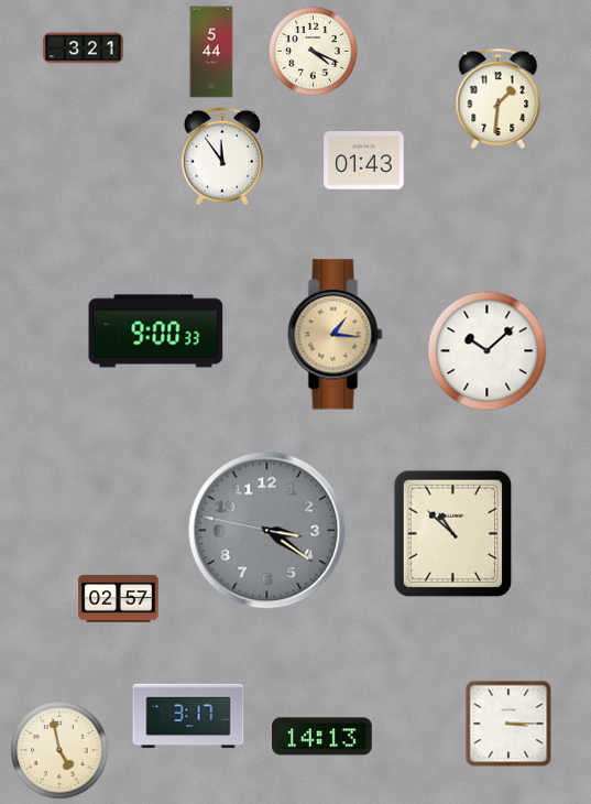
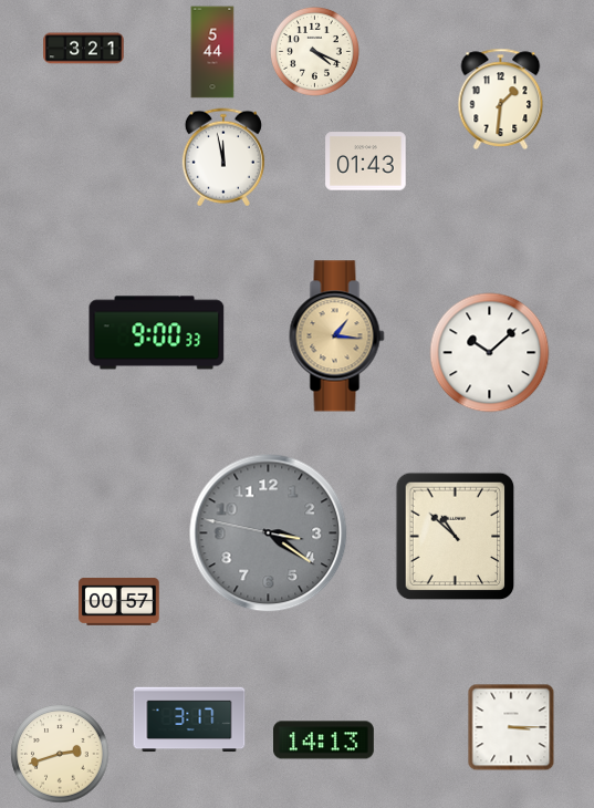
clock at (222, 156): 11:54 -> 11:58
clock at (119, 598): 02:57 -> 00:57
clock at (59, 750): 4:58 -> 2:42
